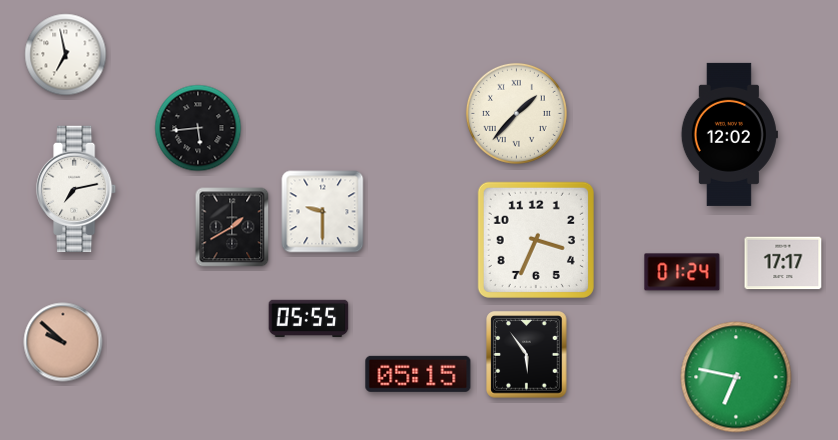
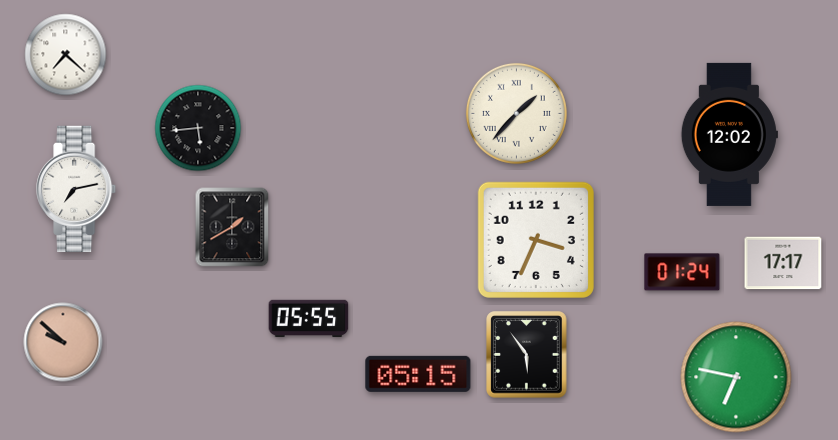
clock at (66, 55): 6:58 -> 7:22
clock at (323, 212): 9:30 -> none
